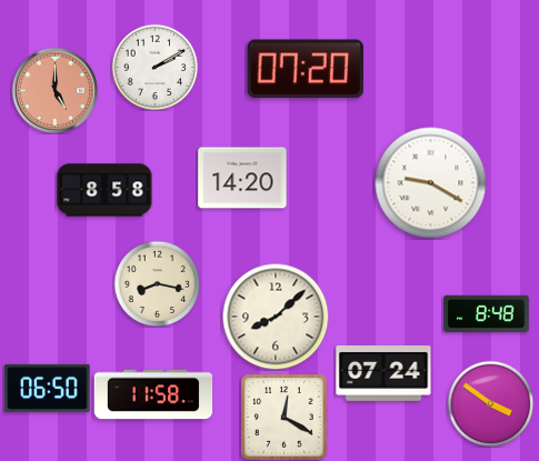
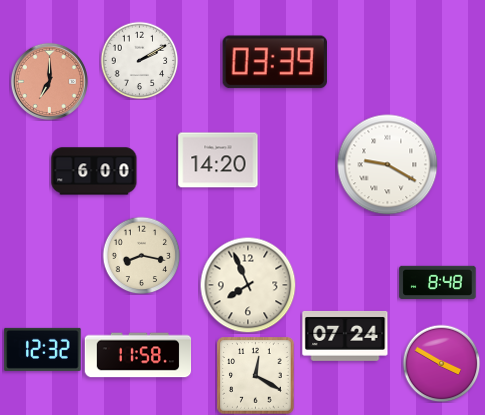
clock at (306, 69): 07:20 -> 03:39
clock at (54, 90): 5:00 -> 7:00
clock at (104, 190): 8:58 -> 6:00
clock at (276, 317): 8:08 -> 7:56
clock at (48, 388): 06:50 -> 12:32
clock at (490, 403): 3:51 -> 3:50
